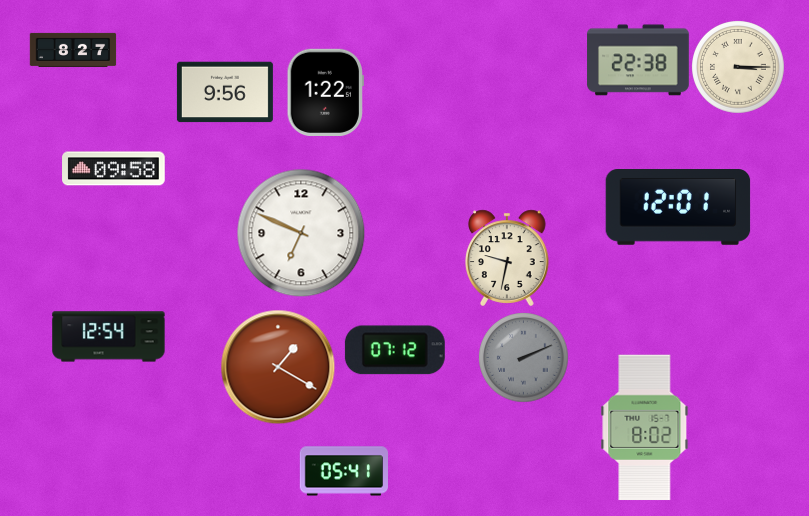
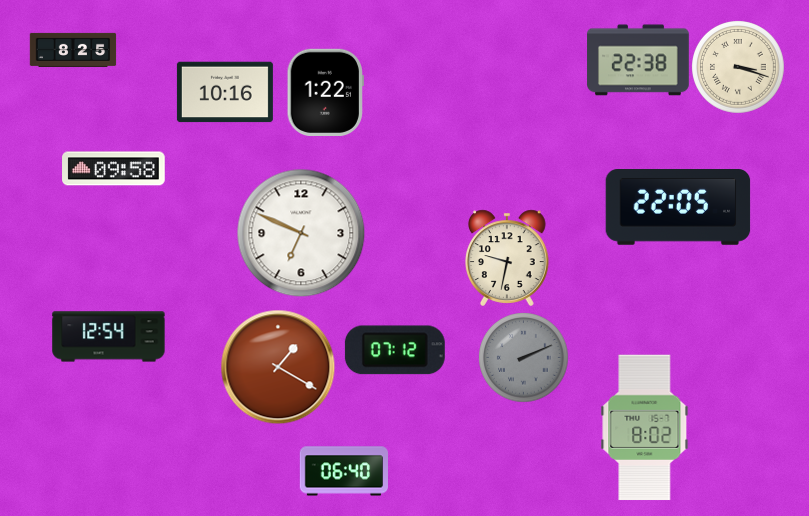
clock at (73, 50): 8:27 -> 8:25
clock at (738, 67): 3:15 -> 3:18
clock at (225, 92): 9:56 -> 10:16
clock at (678, 208): 12:01 -> 22:05
clock at (343, 471): 05:41 -> 06:40
